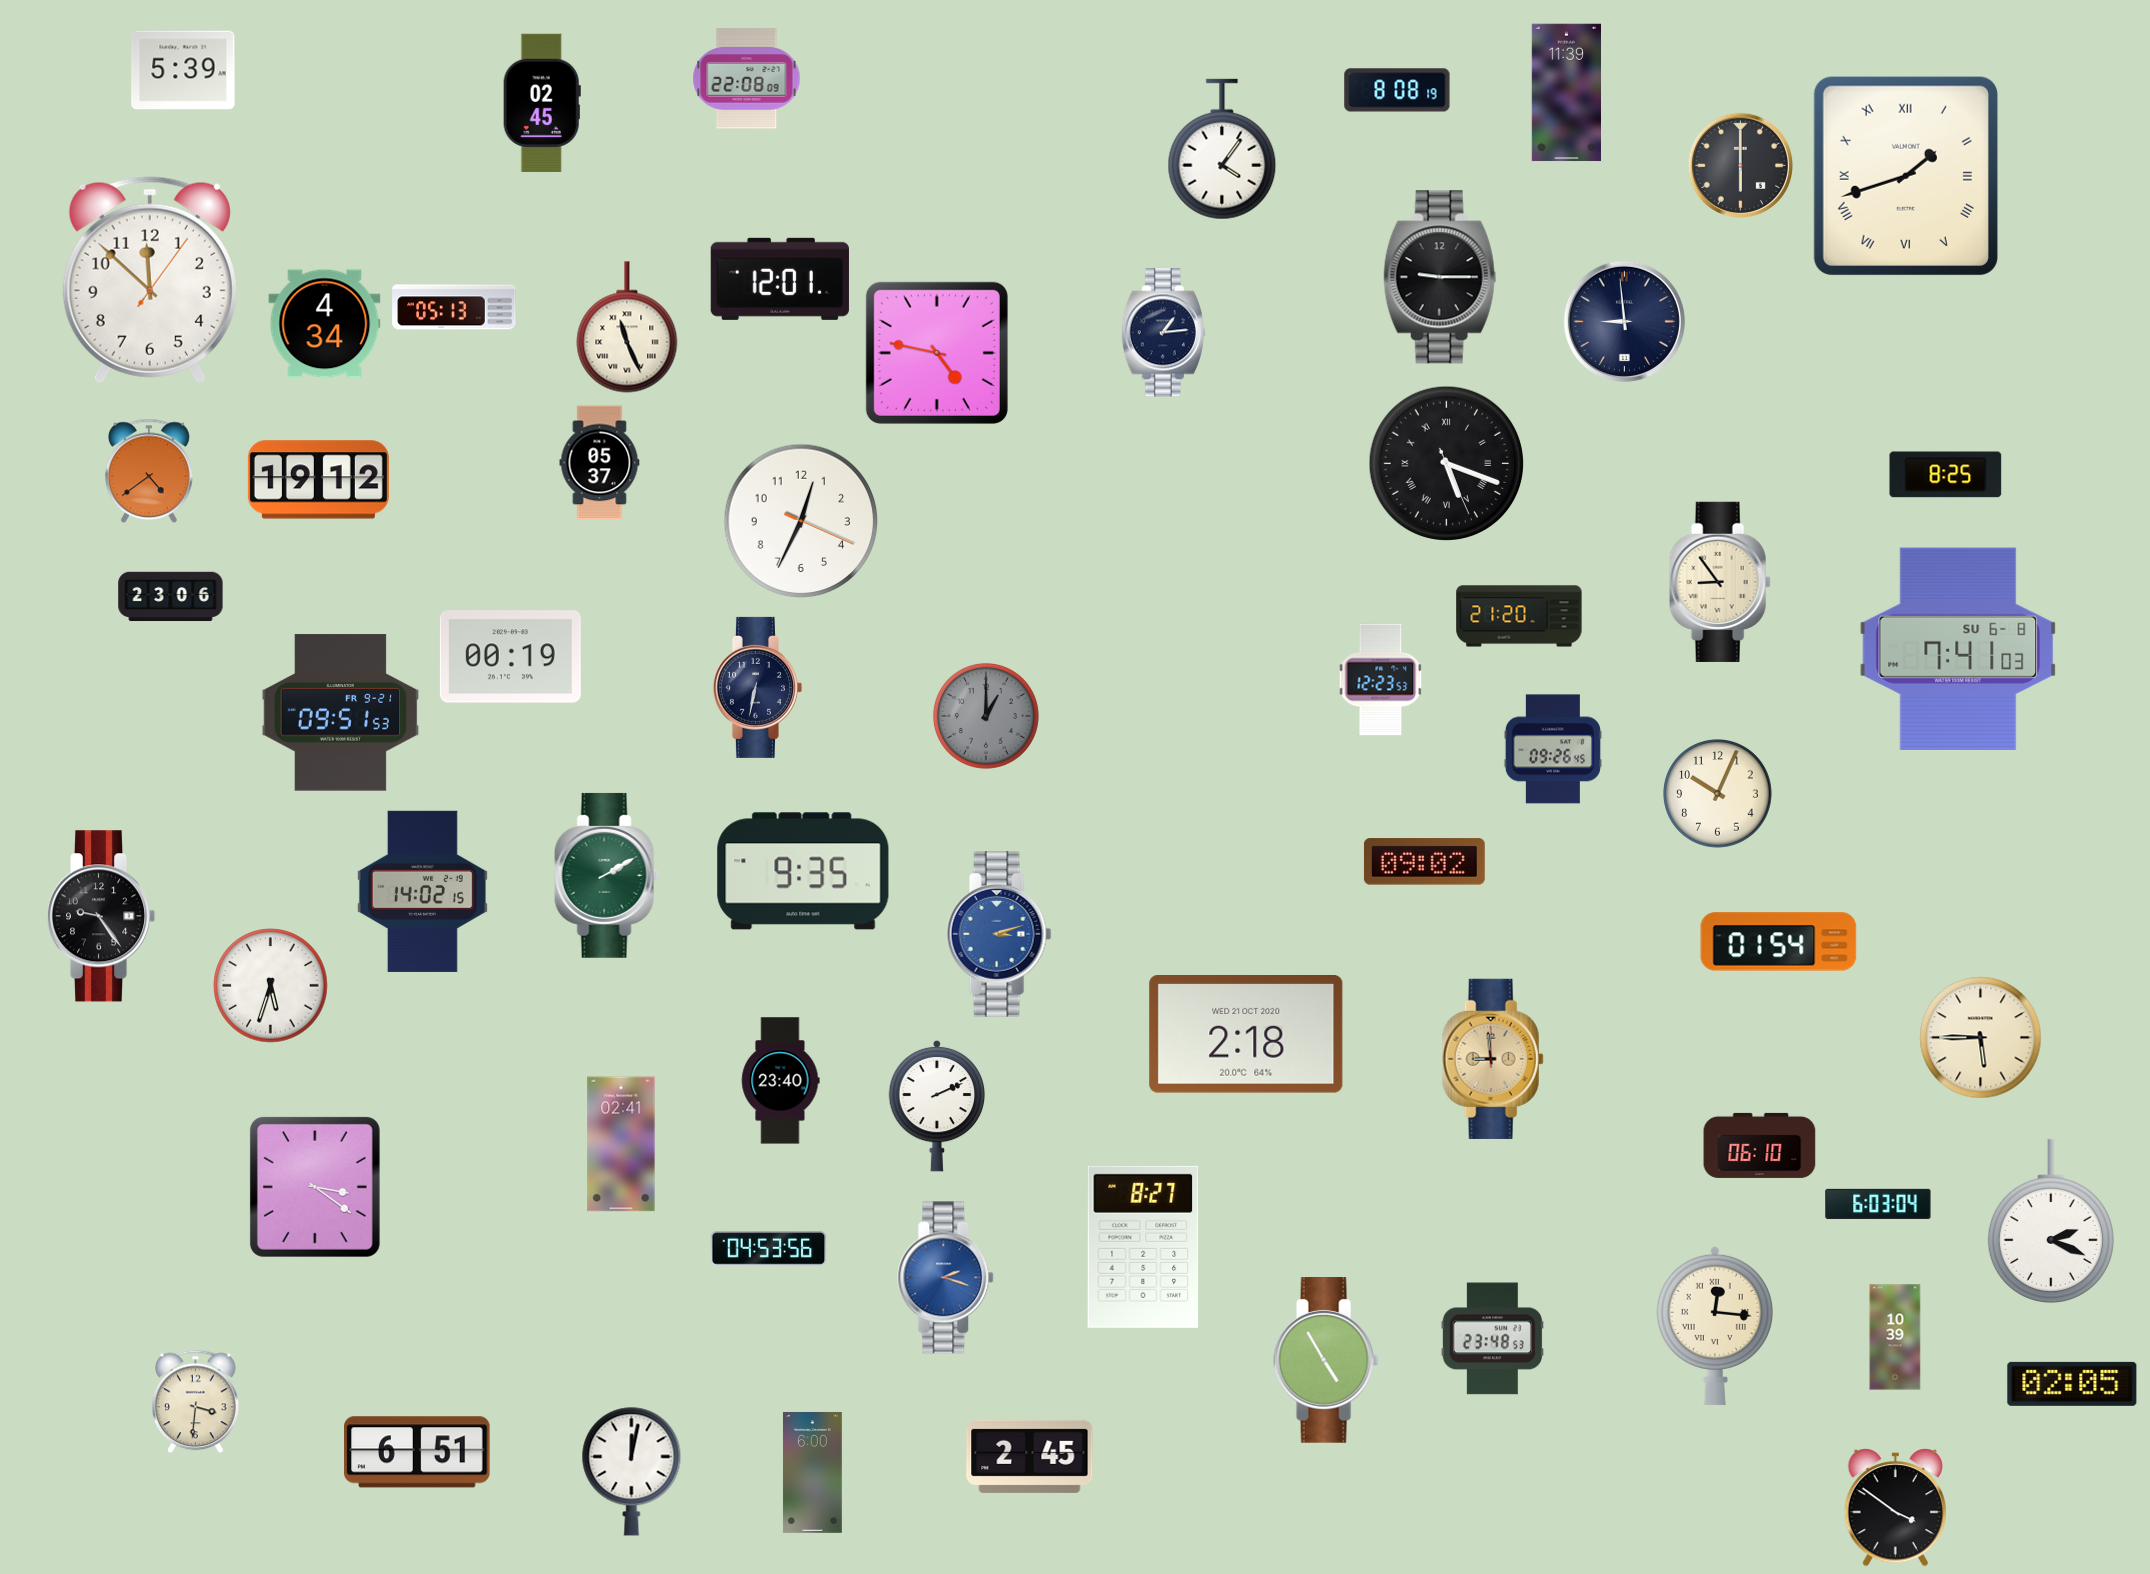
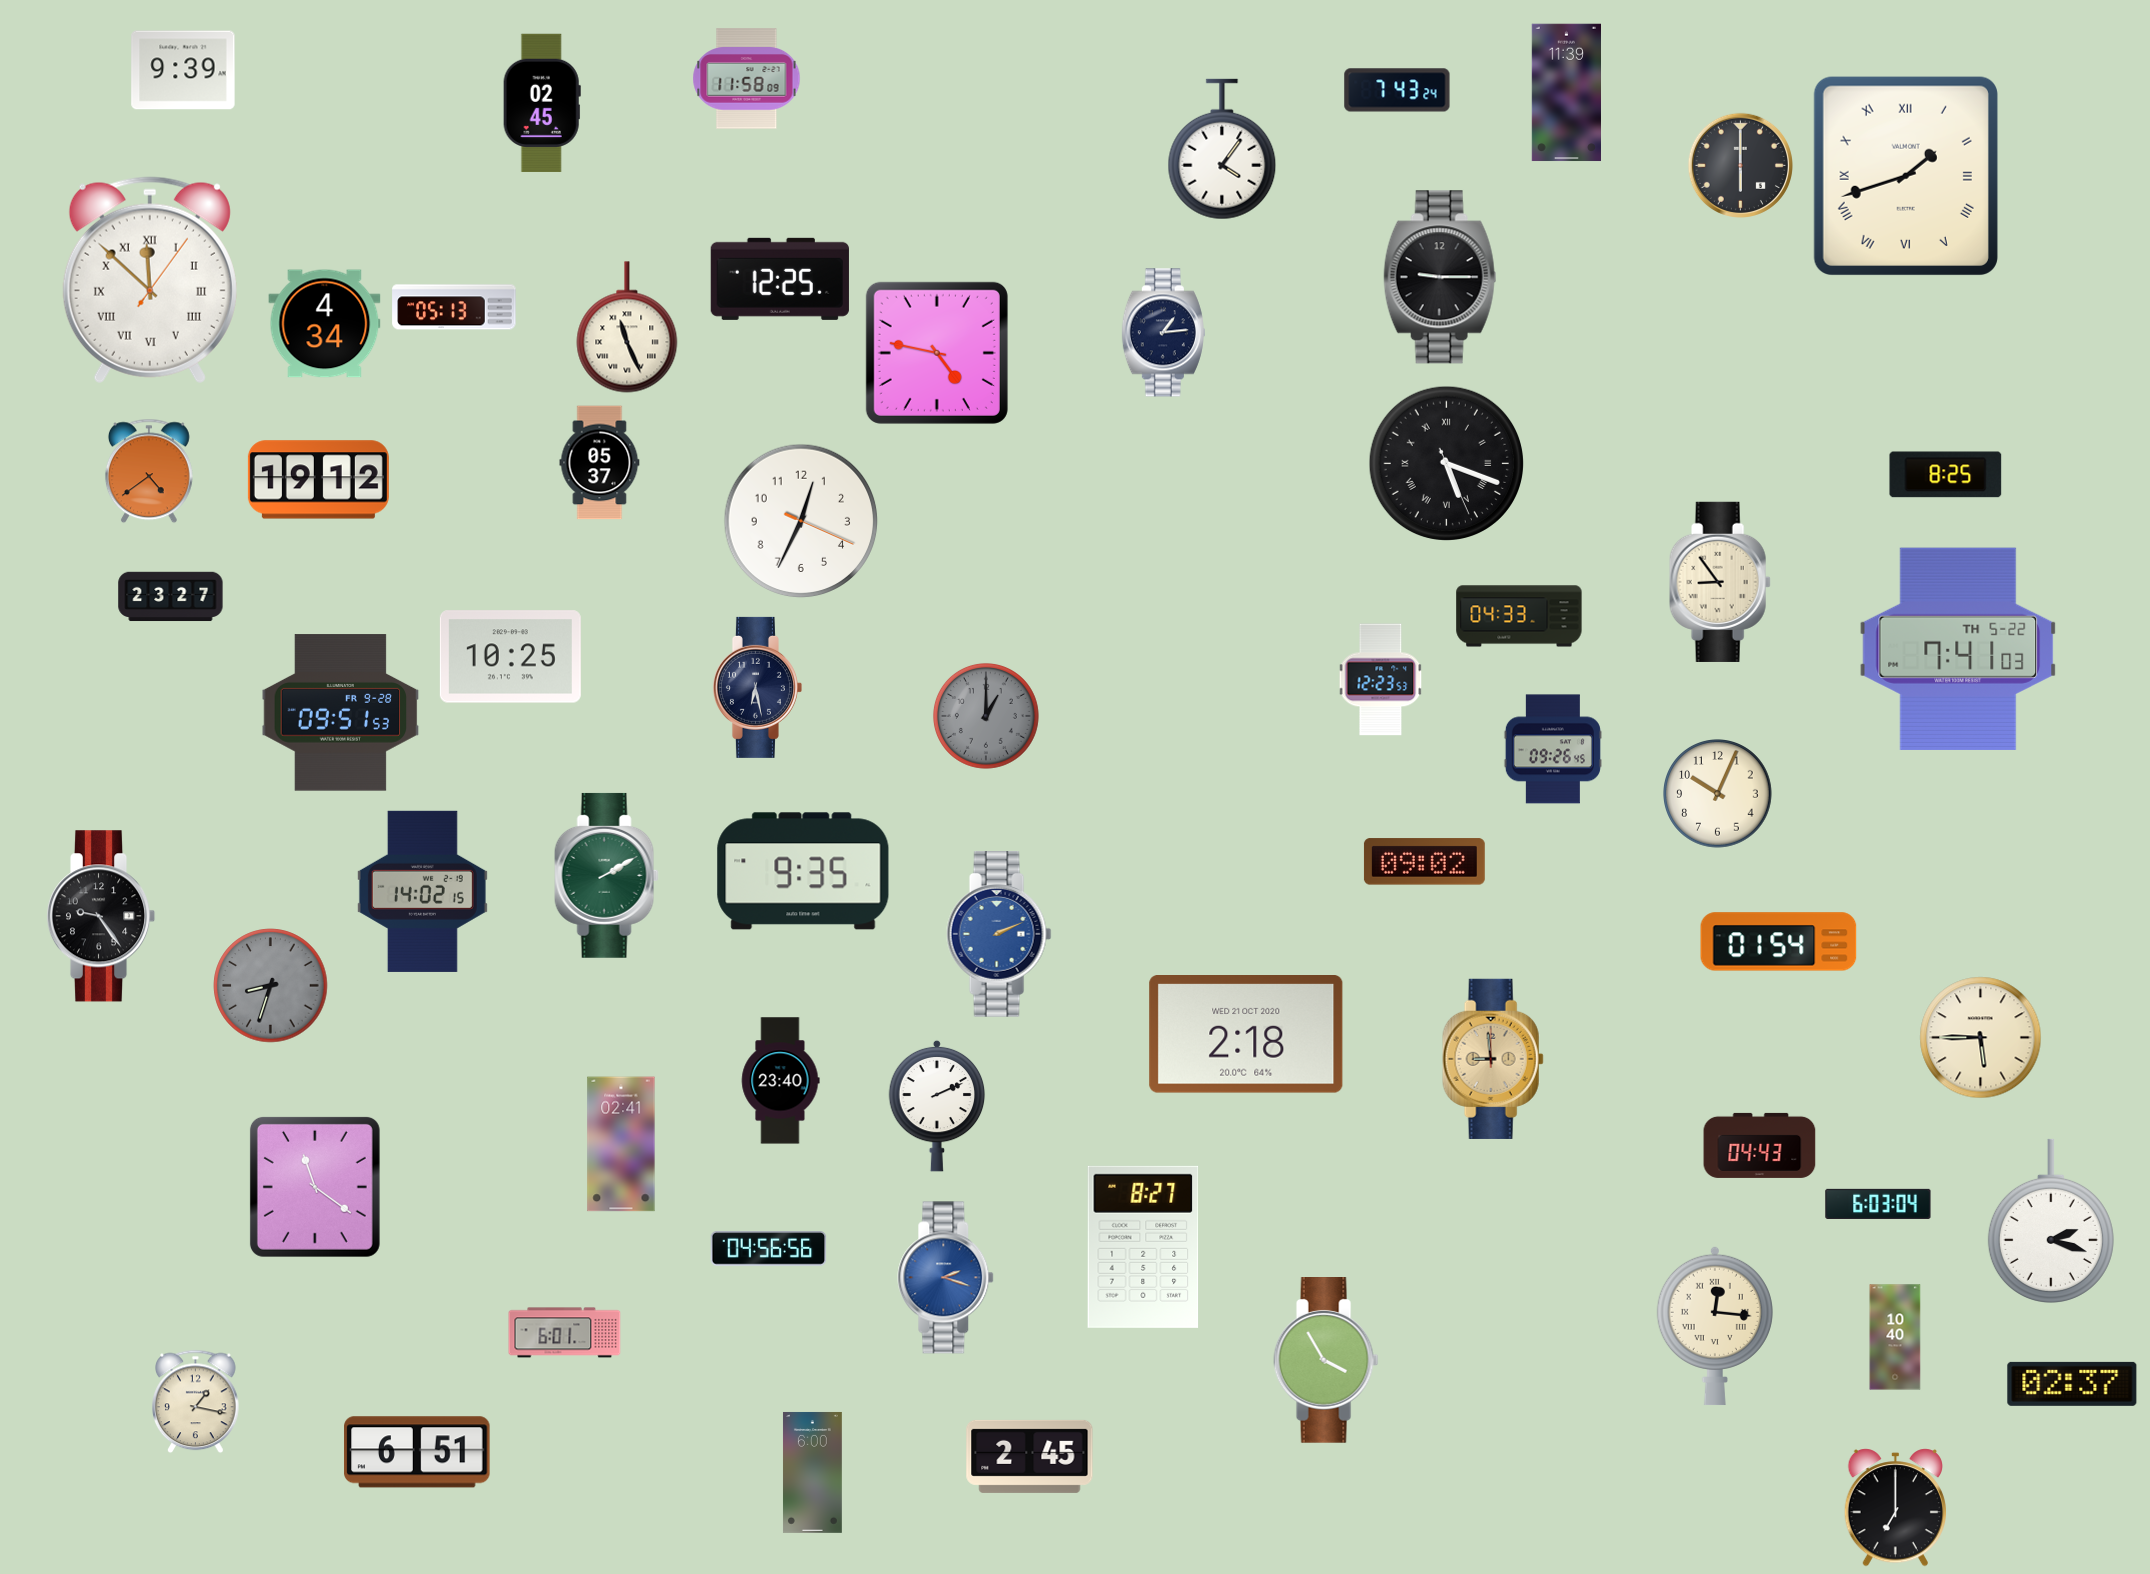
clock at (183, 70): 5:39 -> 9:39
clock at (747, 79): 22:08 -> 11:58
clock at (1397, 90): 8:08 -> 7:43
clock at (780, 279): 12:01 -> 12:25
clock at (150, 280) numerals: Arabic -> Roman
clock at (1624, 321): 8:59 -> none
clock at (171, 597): 23:06 -> 23:27
clock at (1519, 616): 21:20 -> 04:33
clock at (1958, 649) date: SU 6-8 -> TH 5-22
clock at (510, 657): 00:19 -> 10:25
clock at (757, 687): 6:32 -> 6:28
clock at (341, 713) date: FR 9-21 -> FR 9-28
clock at (999, 935): 3:12 -> 2:11
clock at (271, 986): 5:33 -> 8:33
clock at (271, 986) dial: white -> grey
clock at (1760, 1145): 06:10 -> 04:43
clock at (315, 1187): 3:21 -> 11:21
clock at (2051, 1221): 2:19 -> 2:18
clock at (769, 1249): 04:53 -> 04:56
clock at (565, 1333): none -> 6:01
clock at (1895, 1337): 10:39 -> 10:40
clock at (1492, 1339): 23:48 -> none
clock at (1326, 1361): 4:55 -> 3:55
clock at (2072, 1384): 02:05 -> 02:37
clock at (196, 1402): 3:31 -> 1:17
clock at (632, 1471): 12:02 -> none
clock at (1895, 1508): 3:51 -> 7:00
